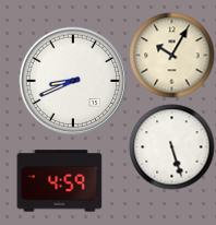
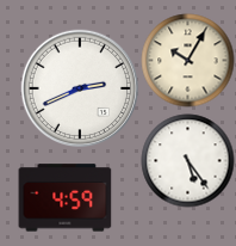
clock at (73, 81): 8:41 -> 2:41
clock at (171, 146): 5:27 -> 5:24
